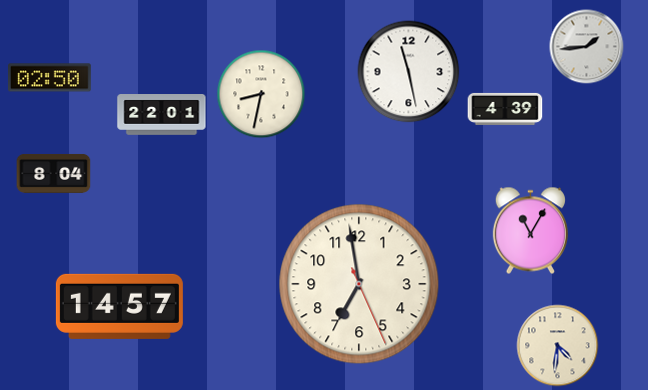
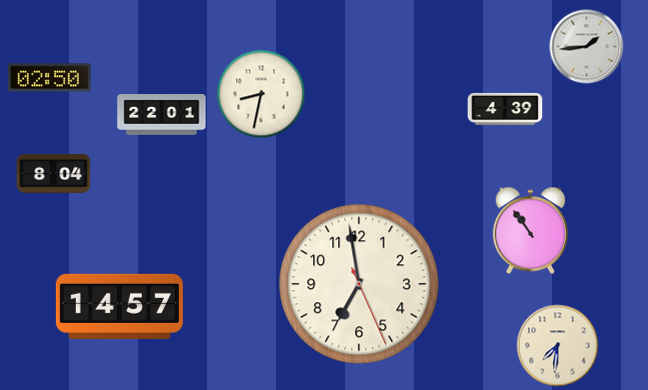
clock at (409, 72): 11:28 -> none
clock at (530, 231): 11:05 -> 10:54
clock at (558, 346): 4:31 -> 7:31
